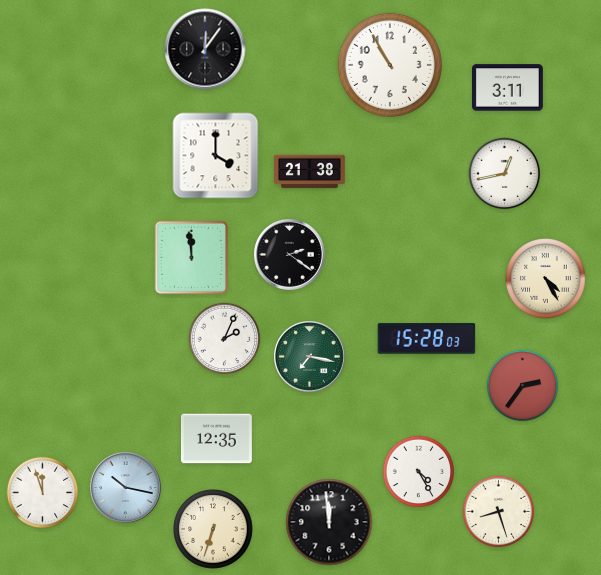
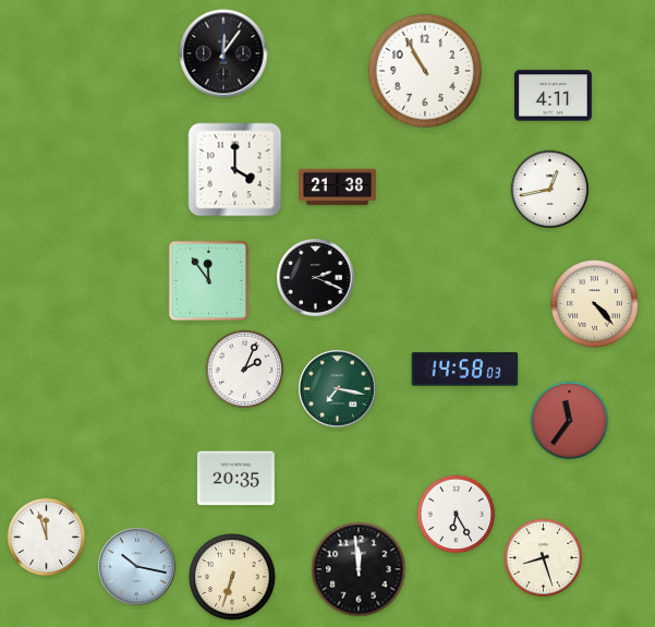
clock at (507, 88): 3:11 -> 4:11
clock at (290, 255): 2:21 -> 2:19
clock at (192, 258): 11:59 -> 11:54
clock at (546, 279): 4:25 -> 4:23
clock at (427, 339): 15:28 -> 14:58
clock at (523, 386): 2:36 -> 11:36
clock at (216, 439): 12:35 -> 20:35
clock at (419, 472): 4:25 -> 6:25
clock at (126, 488) position: (126, 488) -> (137, 567)
